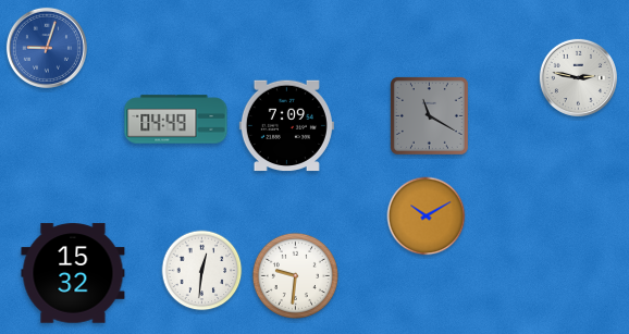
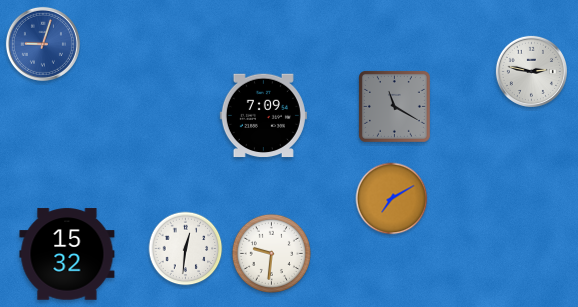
clock at (176, 120): 04:49 -> none
clock at (427, 217): 10:10 -> 7:10
clock at (73, 273) position: (73, 273) -> (67, 254)
